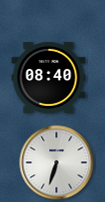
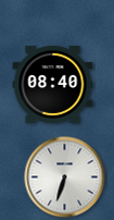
clock at (57, 163) position: (57, 163) -> (65, 178)
